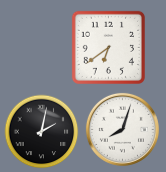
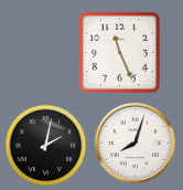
clock at (108, 47): 6:39 -> 11:26
